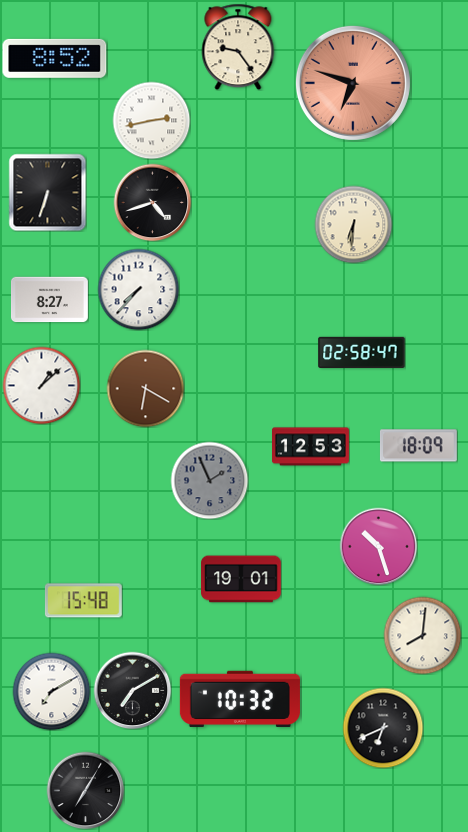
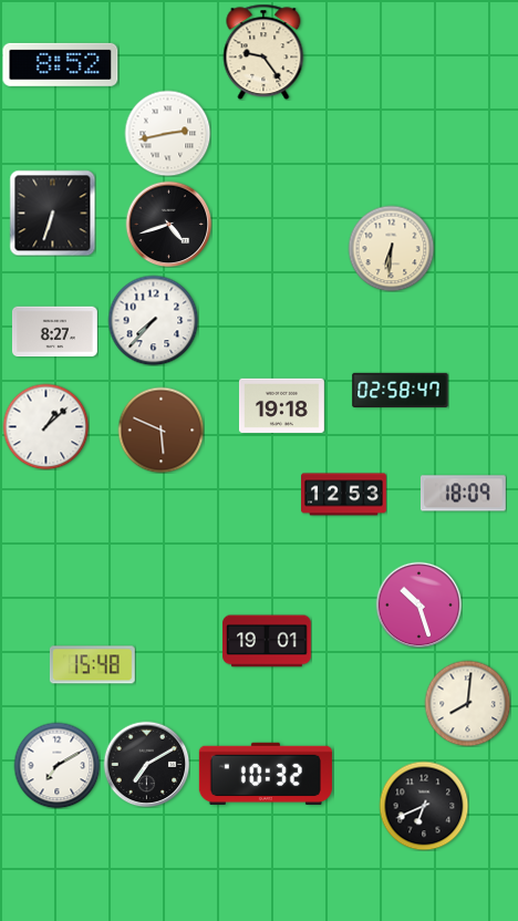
clock at (353, 83): 6:48 -> none
clock at (281, 405): none -> 19:18
clock at (145, 388): 6:20 -> 5:49
clock at (209, 480): 1:56 -> none
clock at (85, 790): 7:05 -> none
